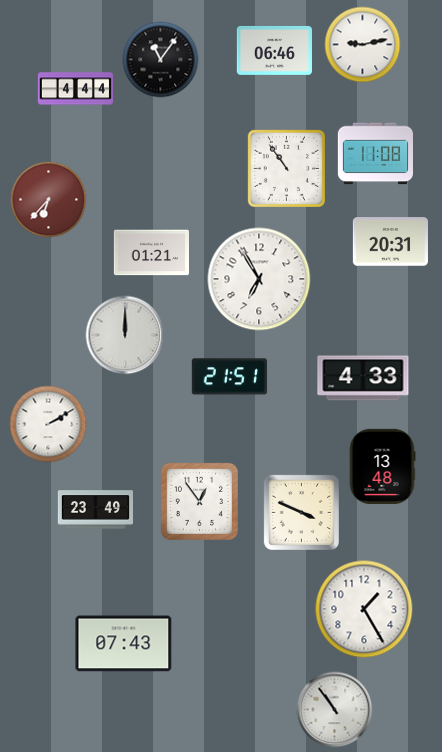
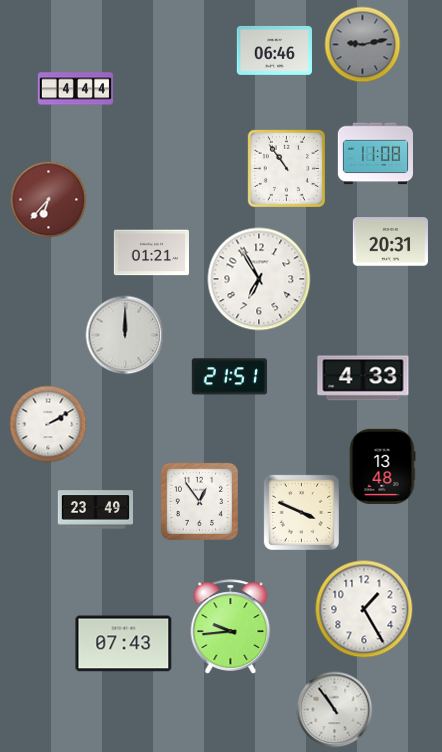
clock at (363, 45) dial: white -> grey
clock at (161, 60): 11:06 -> none
clock at (231, 627): none -> 9:44
